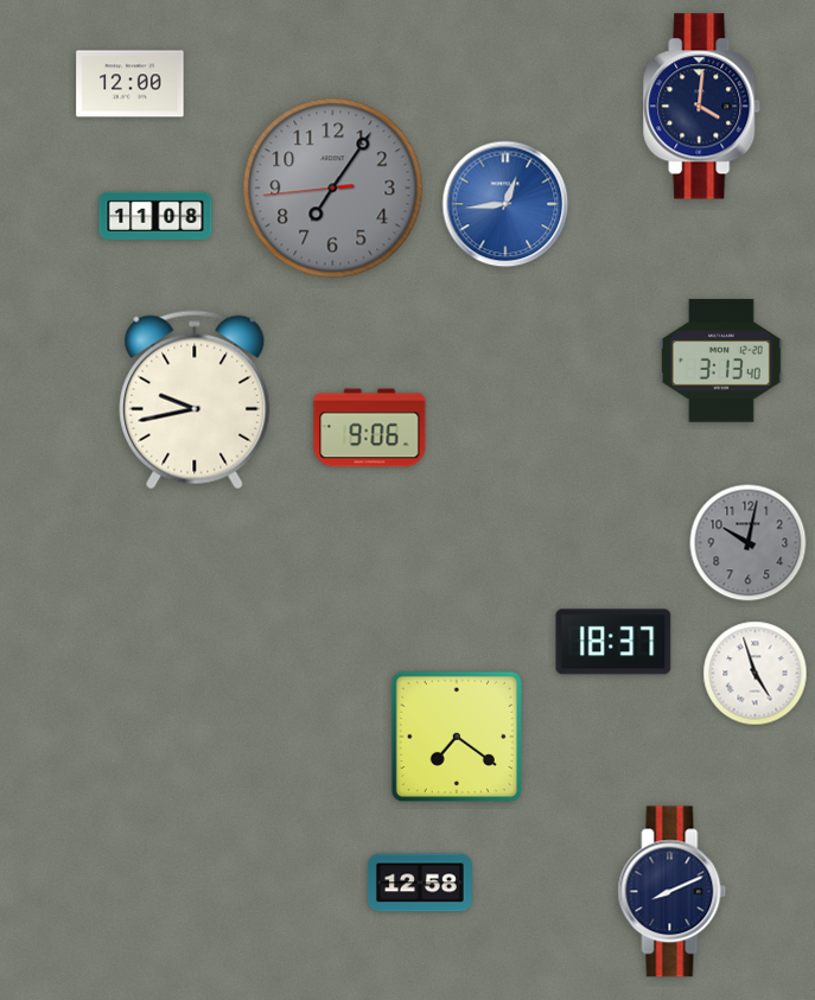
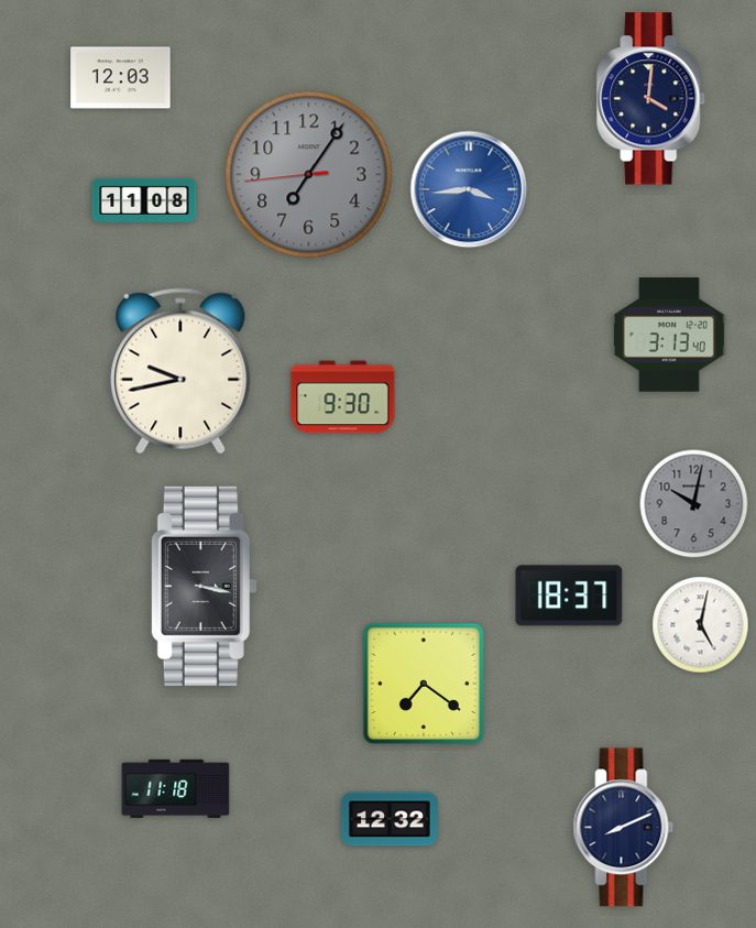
clock at (130, 84): 12:00 -> 12:03
clock at (505, 204): 12:44 -> 3:44
clock at (370, 428): 9:06 -> 9:30
clock at (204, 586): none -> 3:17
clock at (756, 674): 4:57 -> 5:02
clock at (176, 788): none -> 11:18
clock at (420, 883): 12:58 -> 12:32
